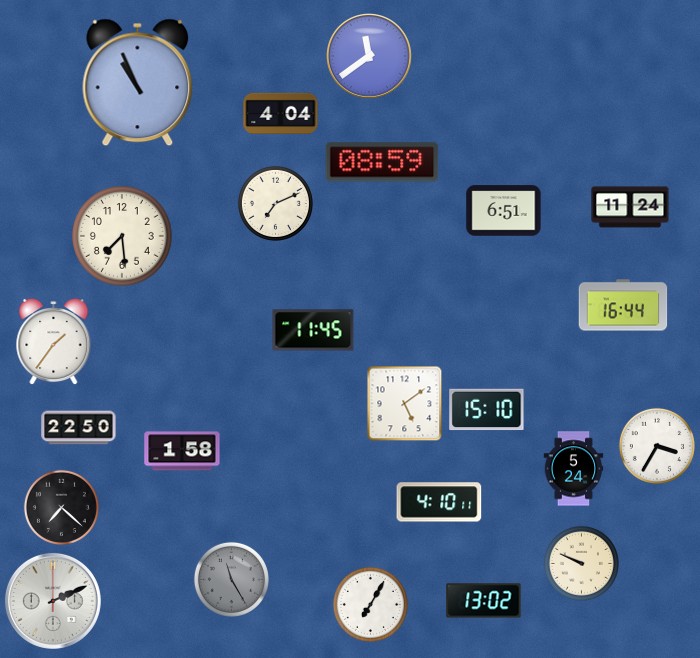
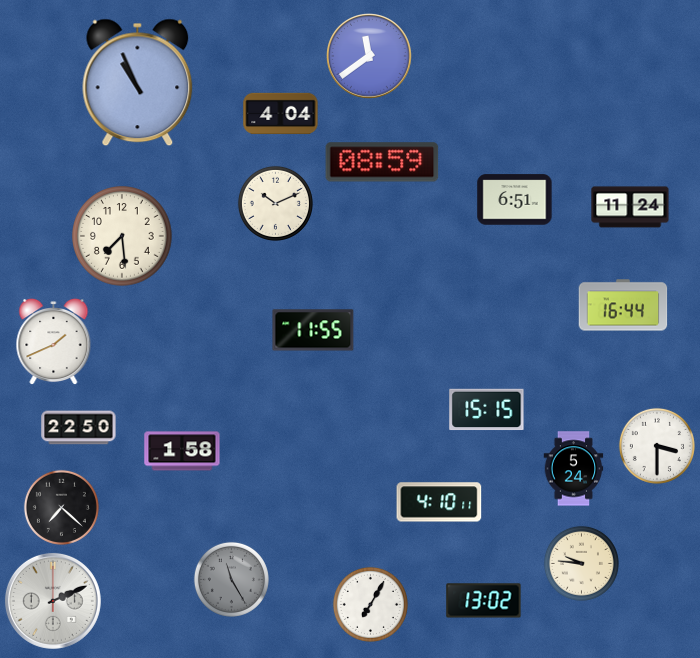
clock at (275, 203): 7:11 -> 10:11
clock at (504, 211) position: (504, 211) -> (515, 200)
clock at (313, 330): 11:45 -> 11:55
clock at (54, 342): 1:36 -> 1:41
clock at (405, 404): 5:09 -> none
clock at (487, 410): 15:10 -> 15:15
clock at (657, 446): 3:35 -> 3:30
clock at (581, 563): 9:49 -> 9:46
